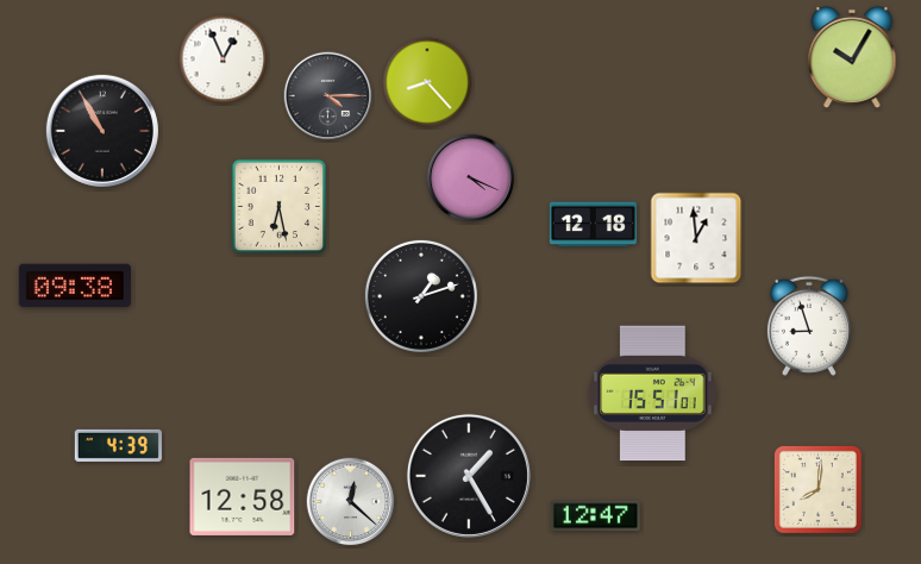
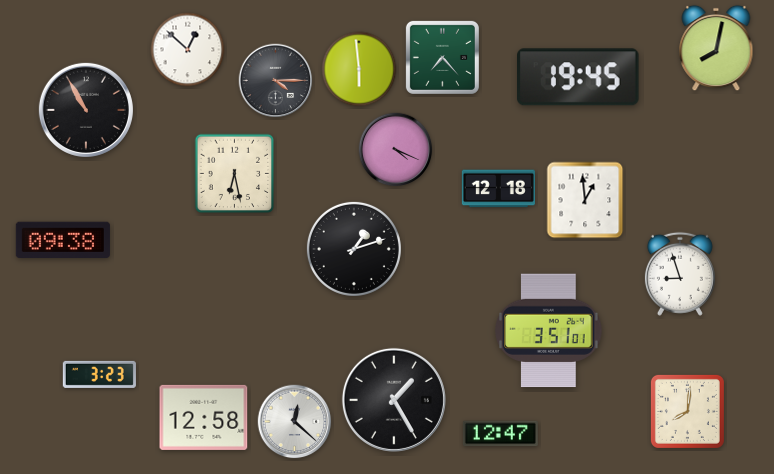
clock at (852, 57): 10:05 -> 8:02
clock at (224, 59): 12:56 -> 12:52
clock at (442, 57): none -> 7:23
clock at (427, 82): 8:23 -> 5:59
clock at (579, 77): none -> 19:45
clock at (653, 394): 15:51 -> 3:51
clock at (118, 445): 4:39 -> 3:23
